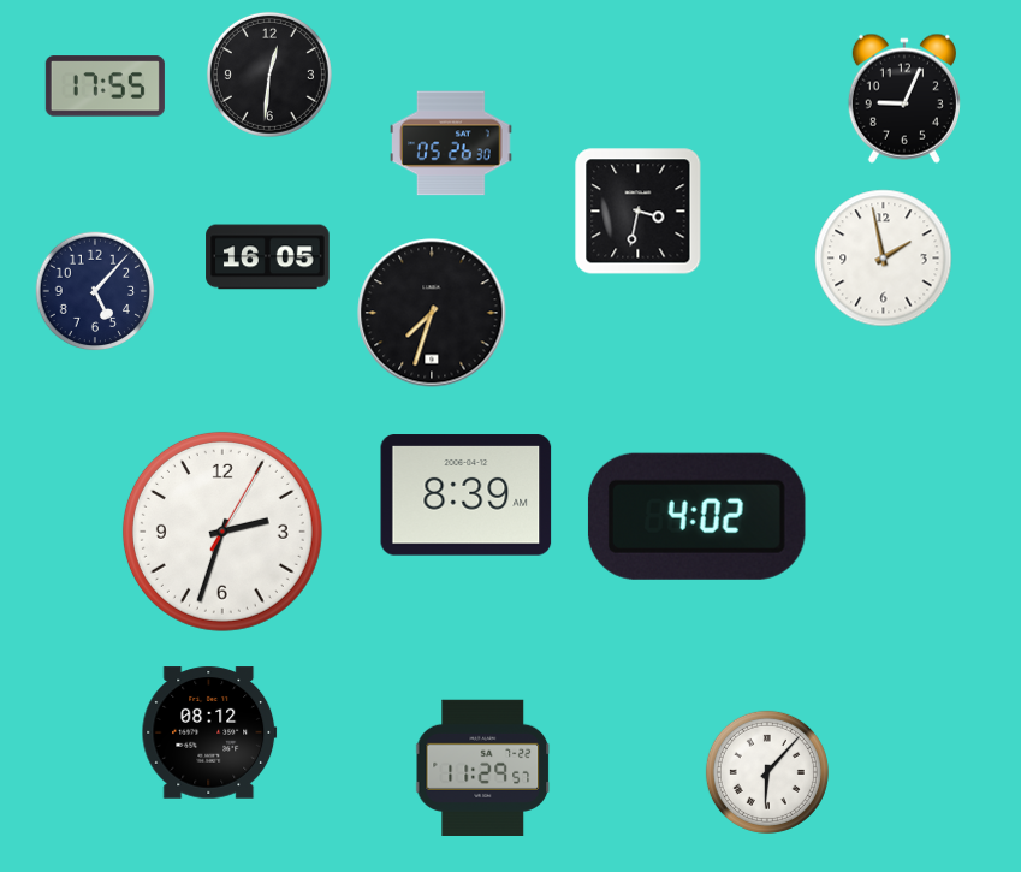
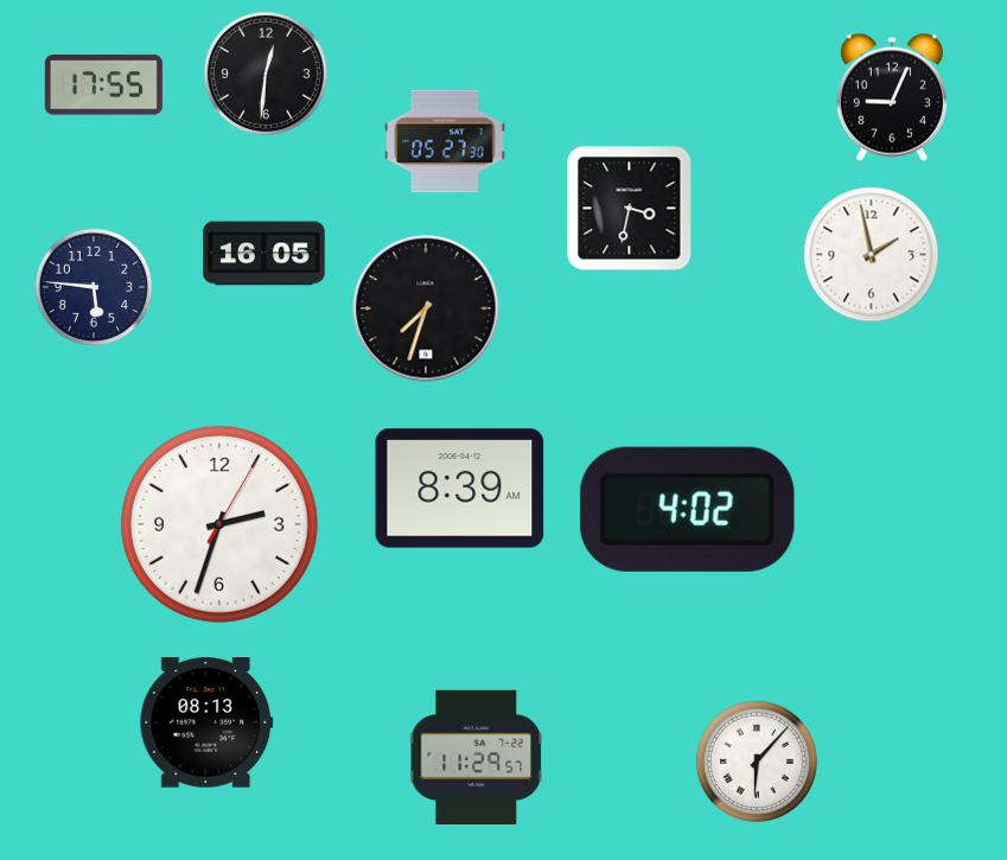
clock at (452, 143): 05:26 -> 05:27
clock at (95, 291): 5:07 -> 5:46
clock at (209, 732): 08:12 -> 08:13
